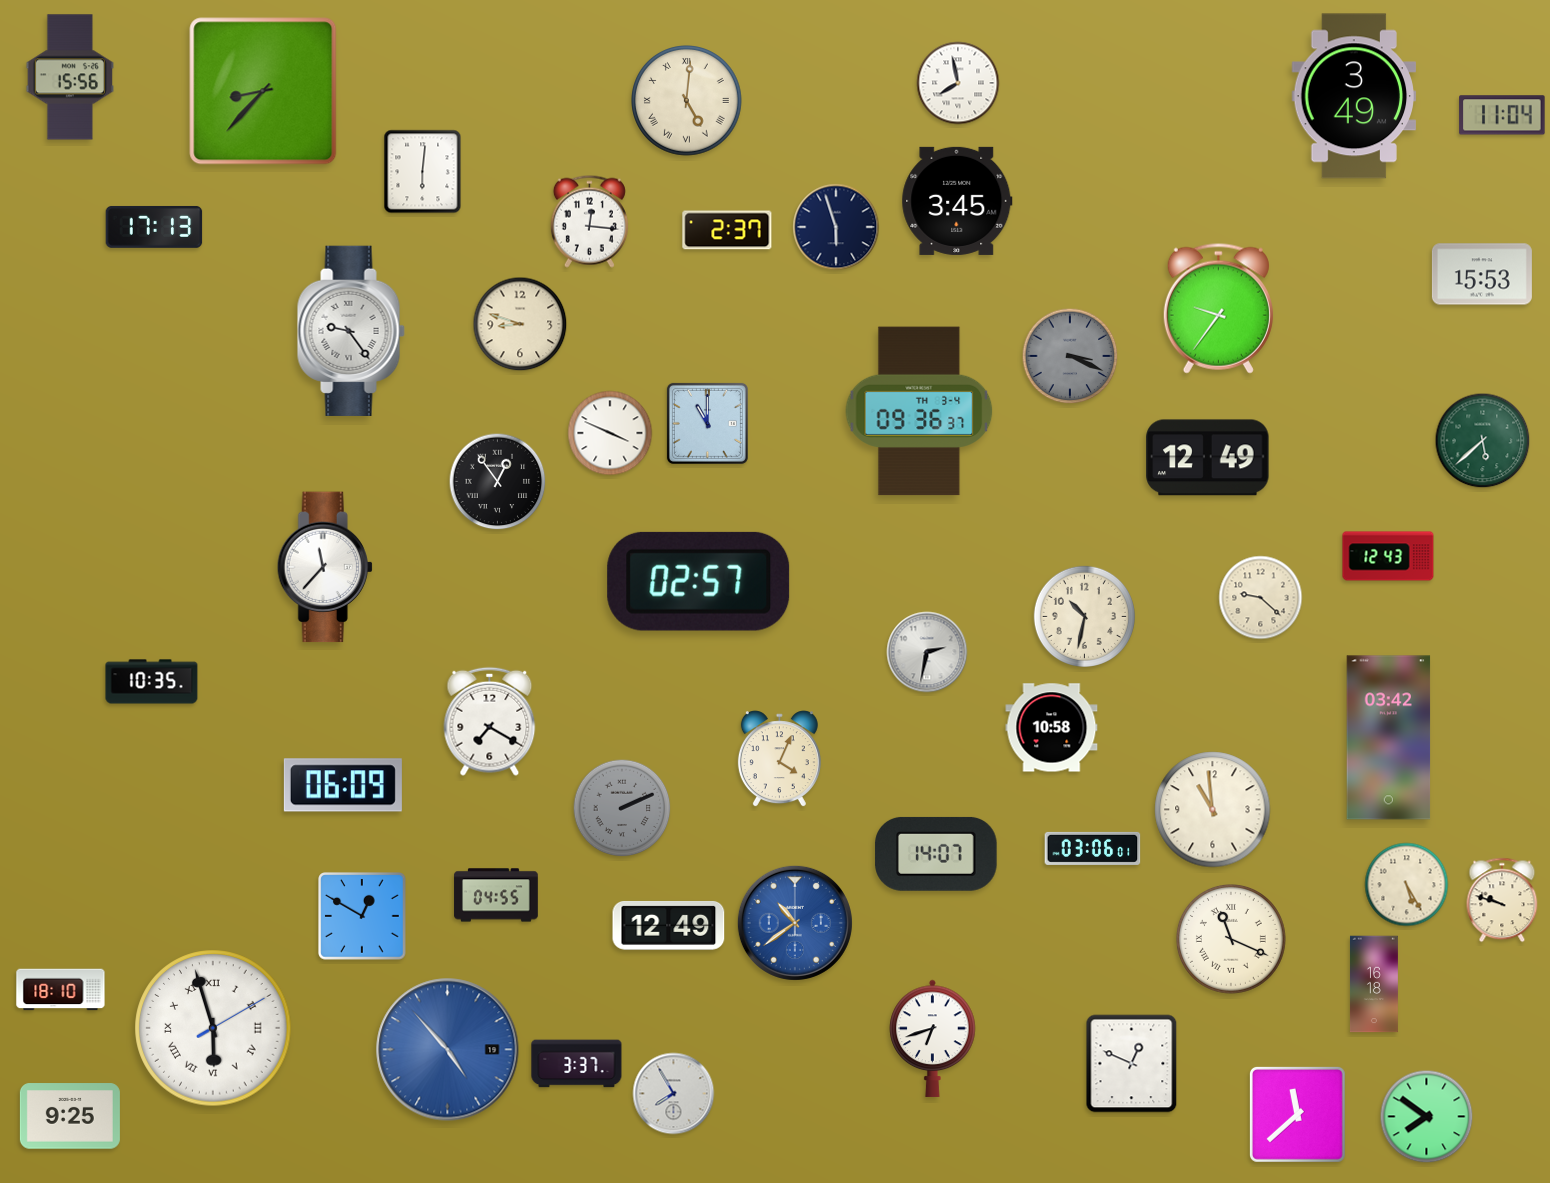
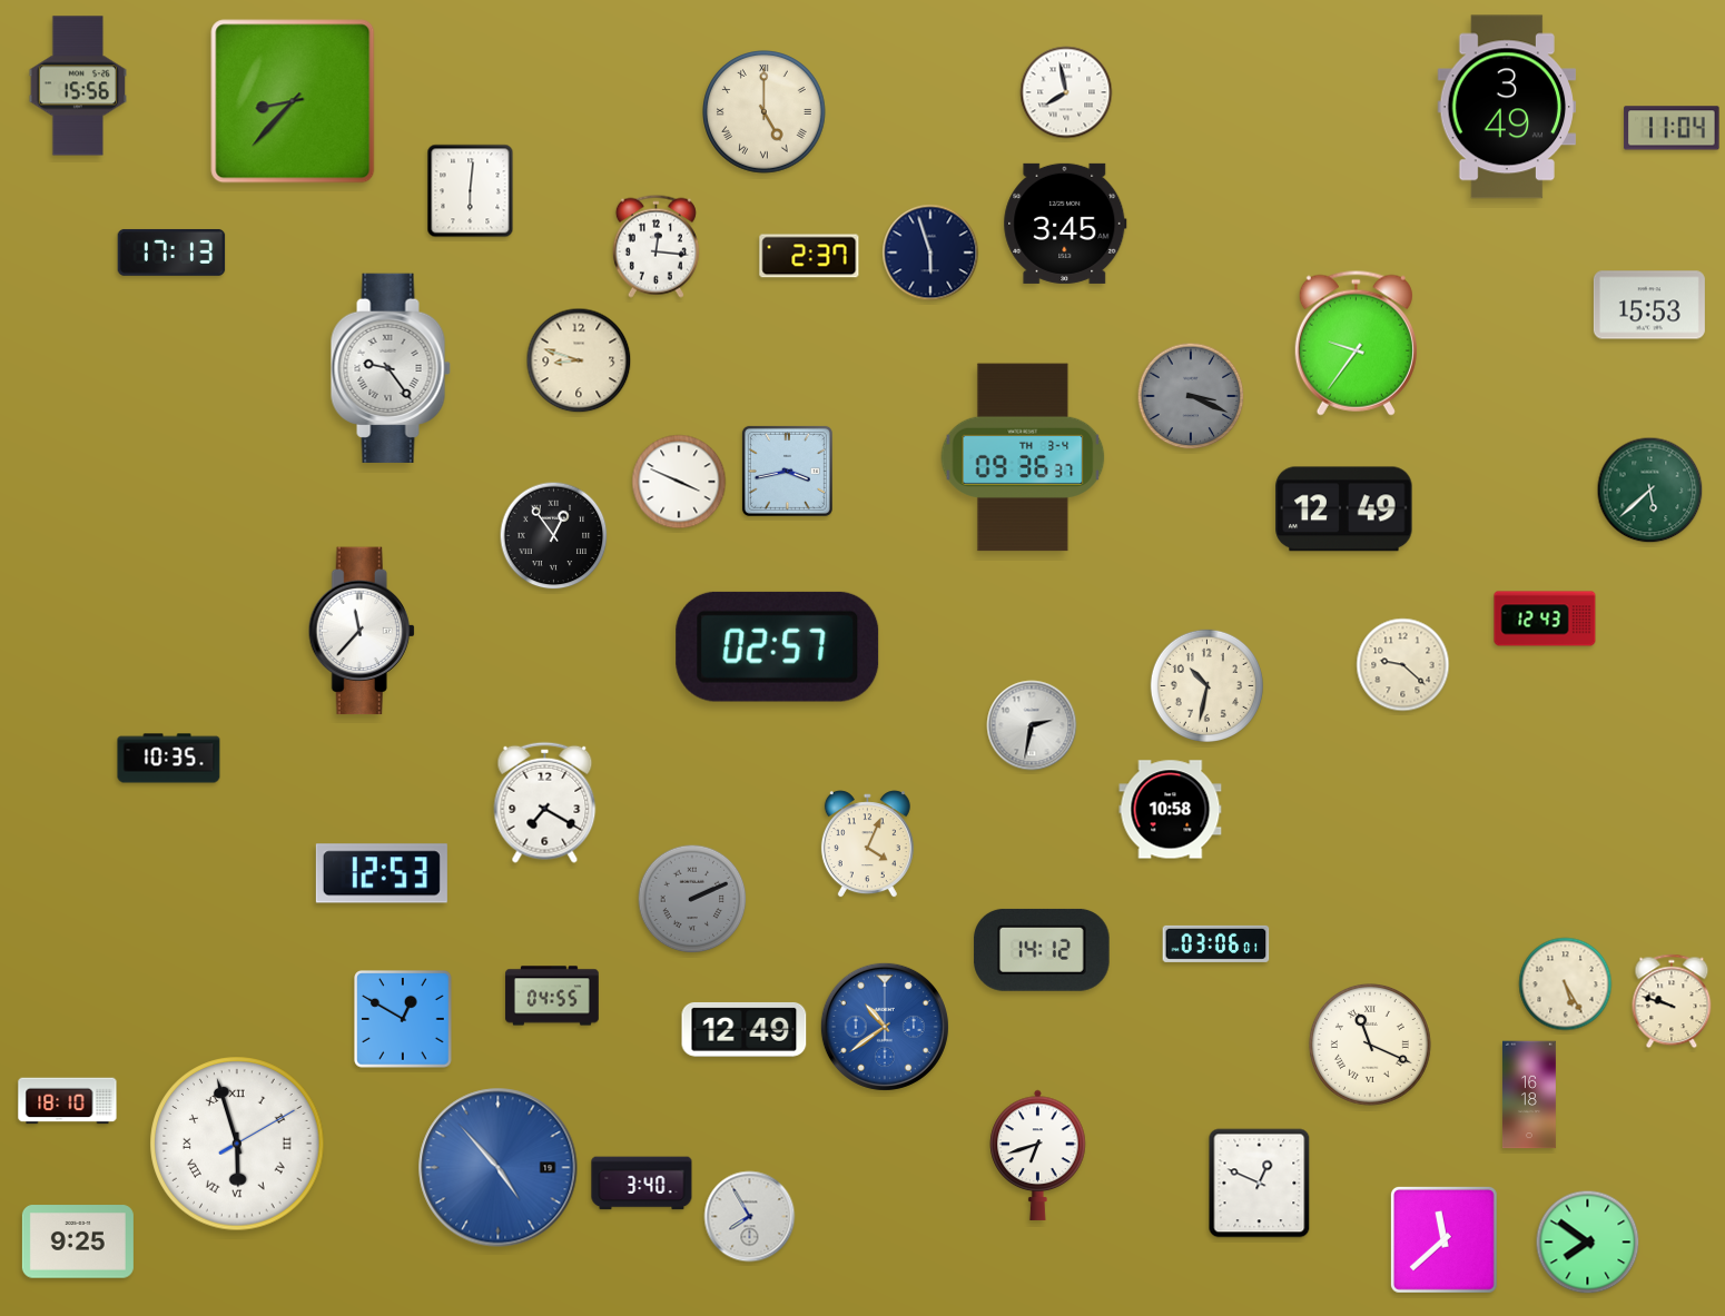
clock at (687, 101): 5:01 -> 5:00
clock at (707, 423): 11:00 -> 3:43
clock at (1389, 738): 03:42 -> none
clock at (343, 785): 06:09 -> 12:53
clock at (1213, 810): 10:59 -> none
clock at (936, 854): 14:07 -> 14:12
clock at (577, 1064): 3:37 -> 3:40
